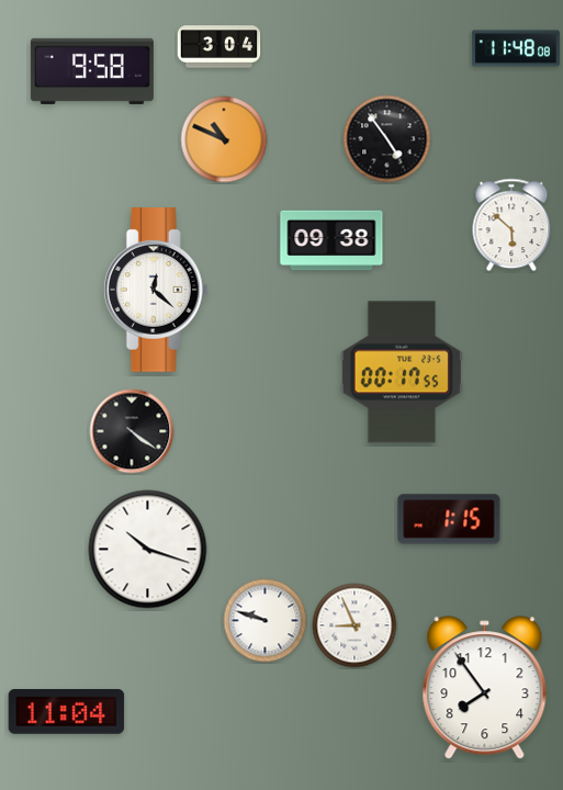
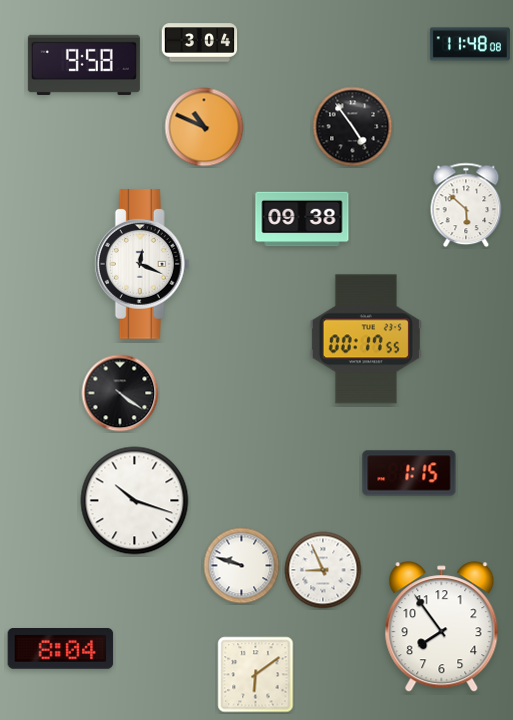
clock at (156, 290): 12:22 -> 12:19
clock at (67, 712): 11:04 -> 8:04
clock at (256, 675): none -> 6:09
